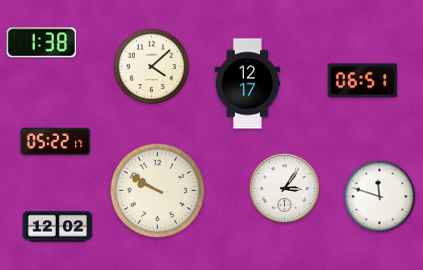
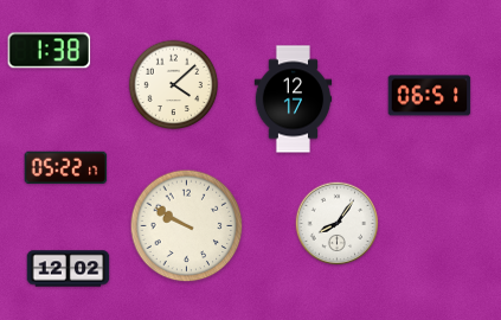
clock at (152, 67) position: (152, 67) -> (174, 85)
clock at (285, 189): 3:06 -> 8:06
clock at (380, 197): 11:48 -> none
